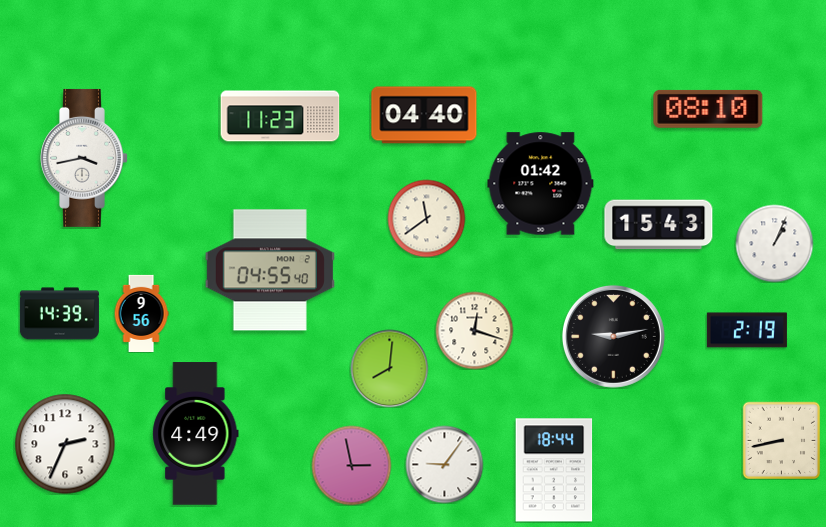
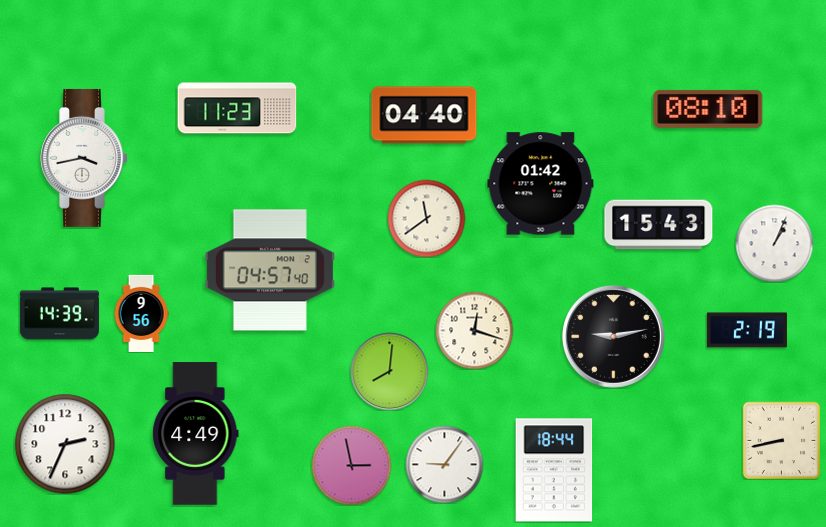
clock at (280, 116) position: (280, 116) -> (237, 108)
clock at (270, 270): 04:55 -> 04:57
clock at (389, 368) position: (389, 368) -> (389, 371)
